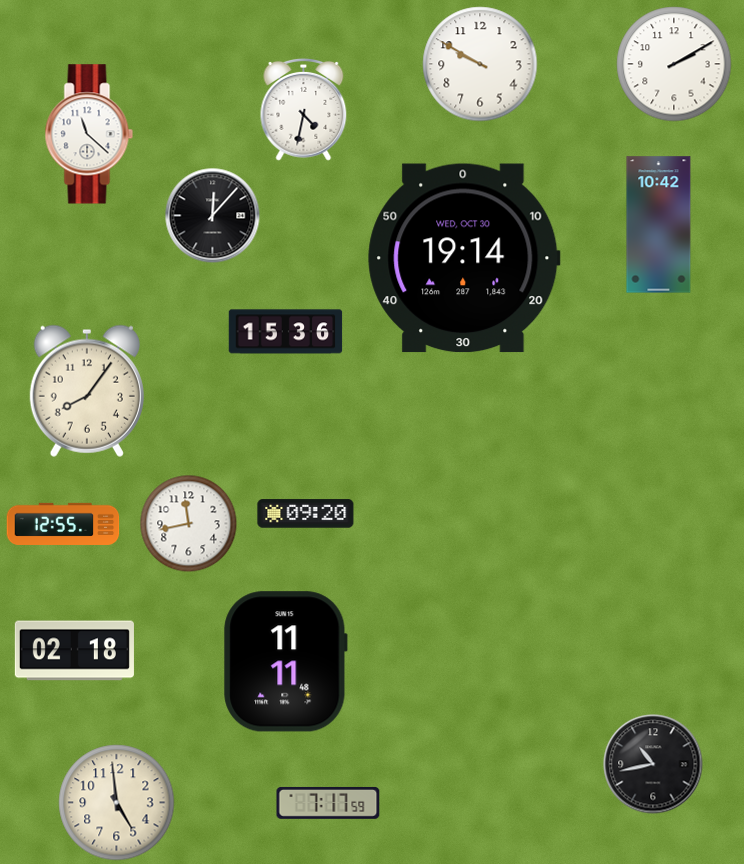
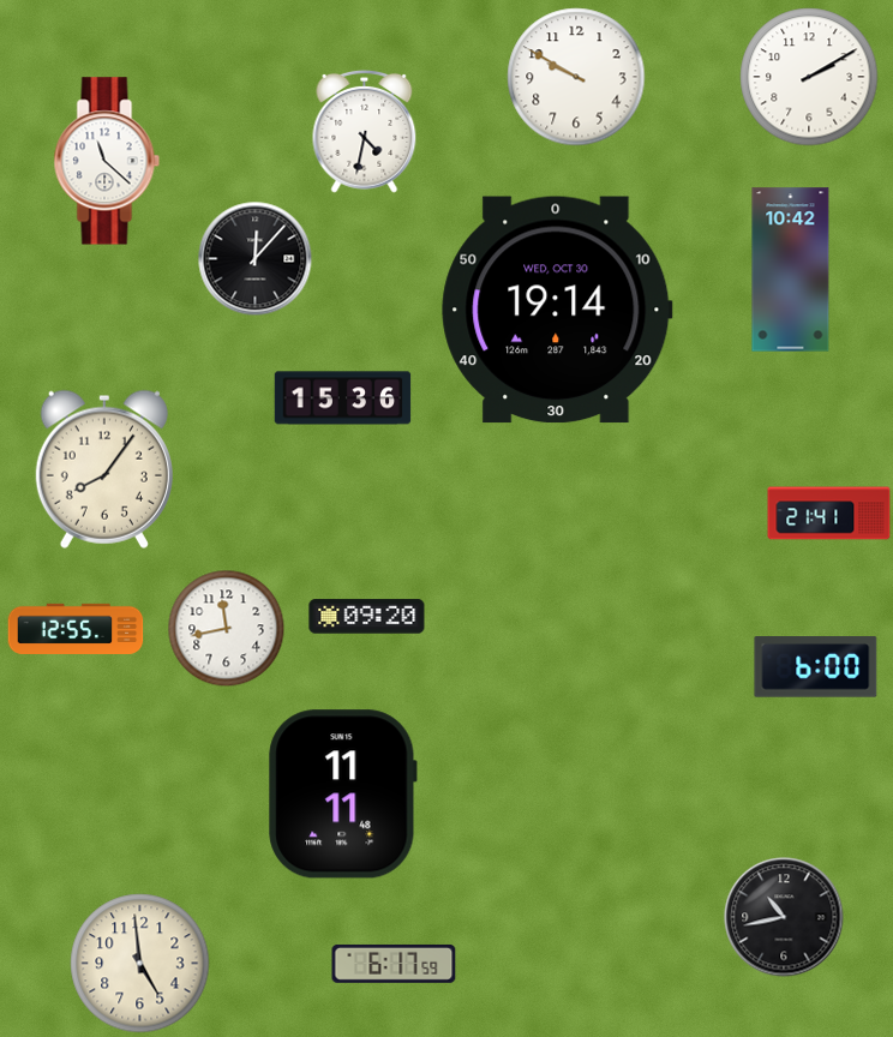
clock at (829, 514): none -> 21:41
clock at (816, 667): none -> 6:00
clock at (74, 651): 02:18 -> none
clock at (328, 803): 7:17 -> 6:17
